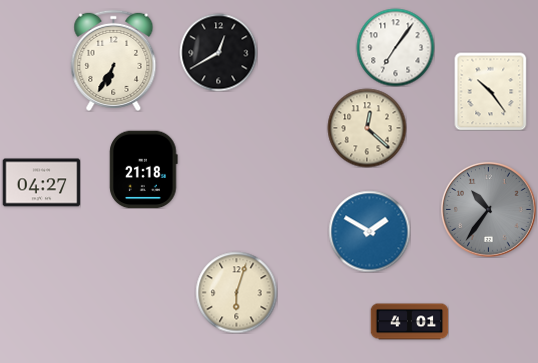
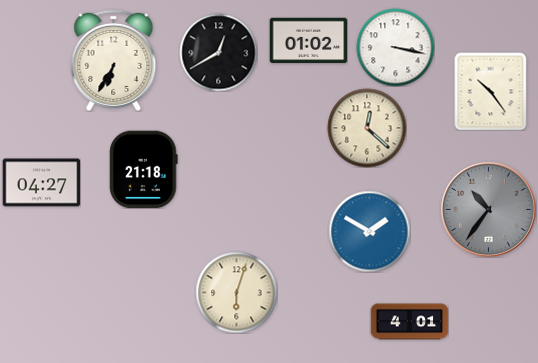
clock at (308, 41): none -> 01:02
clock at (395, 47): 7:06 -> 3:17
